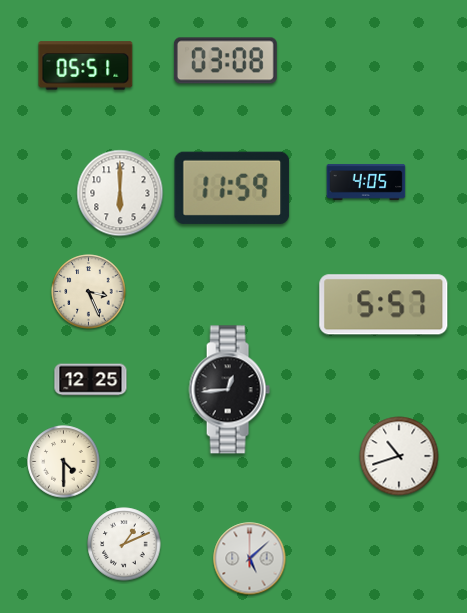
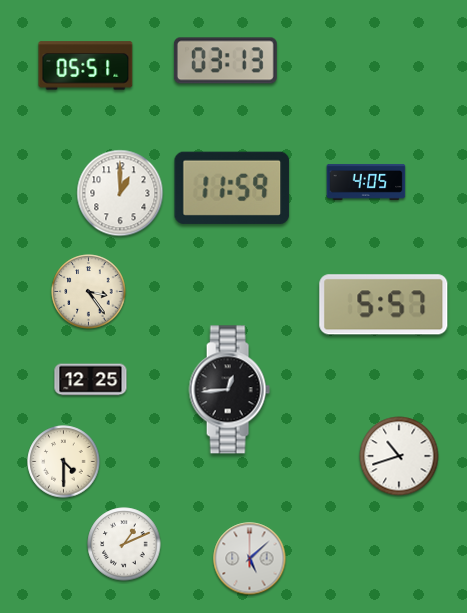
clock at (225, 61): 03:08 -> 03:13
clock at (120, 193): 6:00 -> 1:00
clock at (89, 292): 3:26 -> 3:24
